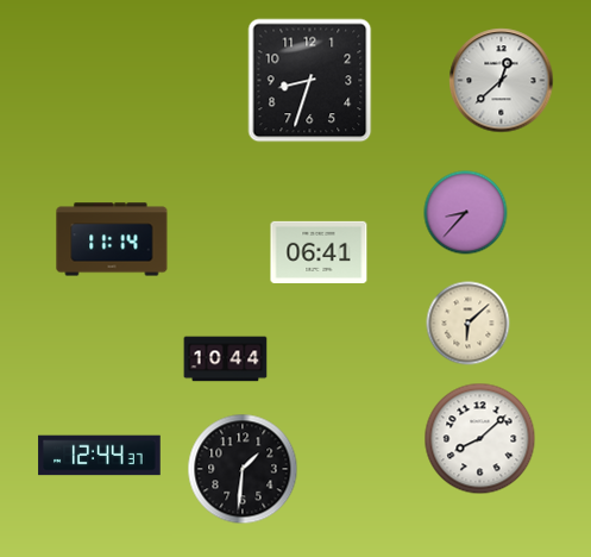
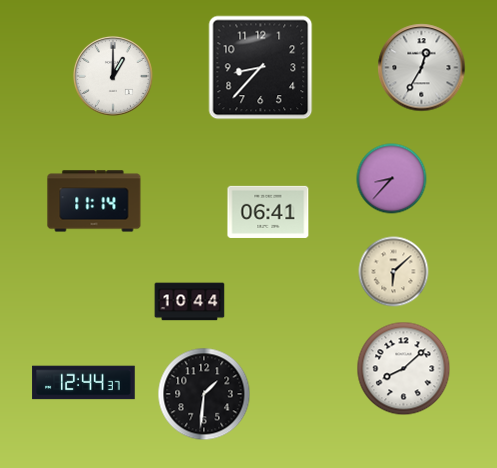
clock at (310, 81): 8:33 -> 8:37
clock at (502, 81): 12:38 -> 12:35
clock at (113, 76): none -> 1:00
